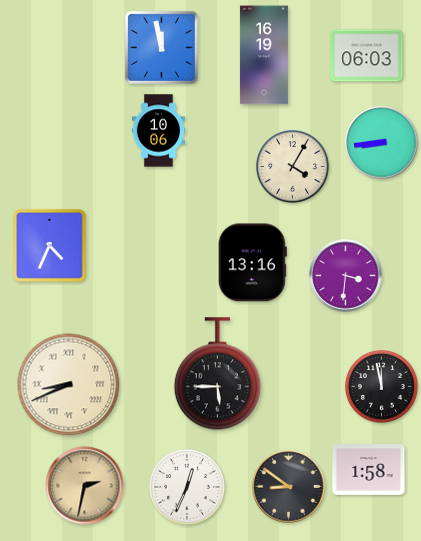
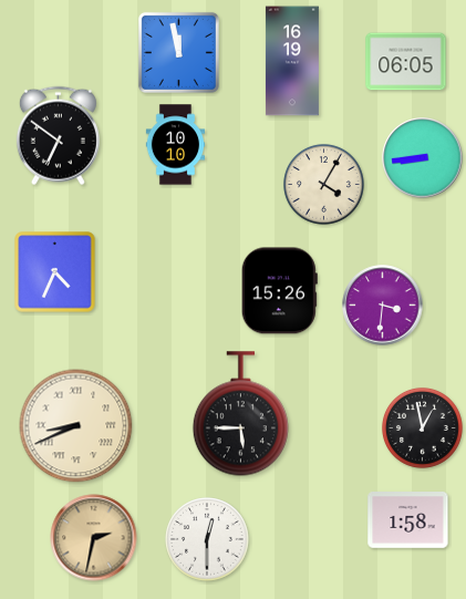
clock at (367, 56): 06:03 -> 06:05
clock at (58, 136): none -> 6:51
clock at (159, 131): 10:06 -> 10:10
clock at (252, 263): 13:16 -> 15:26
clock at (381, 386): 11:58 -> 12:58
clock at (187, 487): 12:34 -> 12:30
clock at (289, 487): 8:51 -> none
